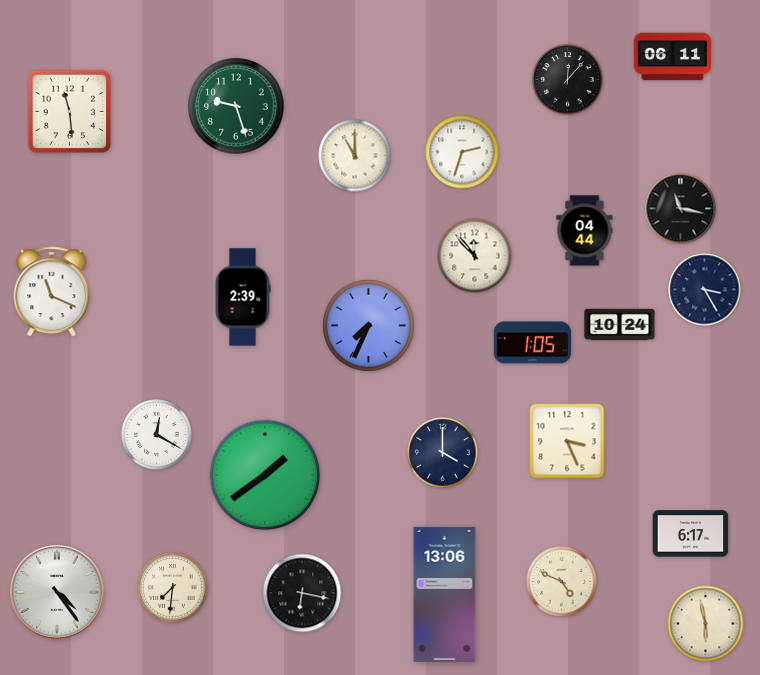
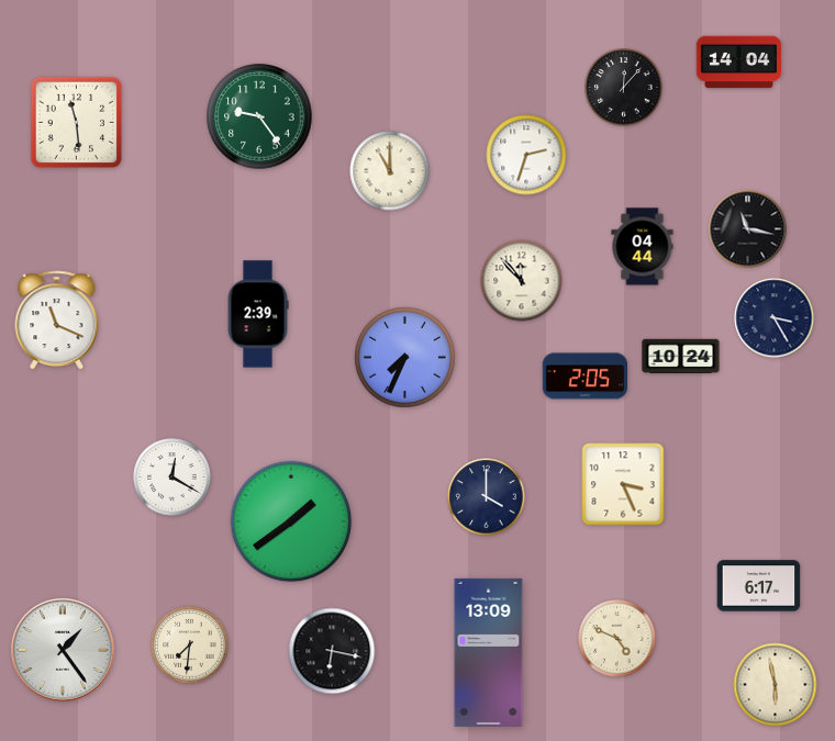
clock at (672, 57): 06:11 -> 14:04
clock at (236, 106): 9:27 -> 9:24
clock at (462, 152) position: (462, 152) -> (526, 155)
clock at (585, 231) position: (585, 231) -> (643, 247)
clock at (243, 297) position: (243, 297) -> (258, 314)
clock at (532, 343): 1:05 -> 2:05
clock at (58, 593): 4:24 -> 1:24
clock at (445, 594): 13:06 -> 13:09
